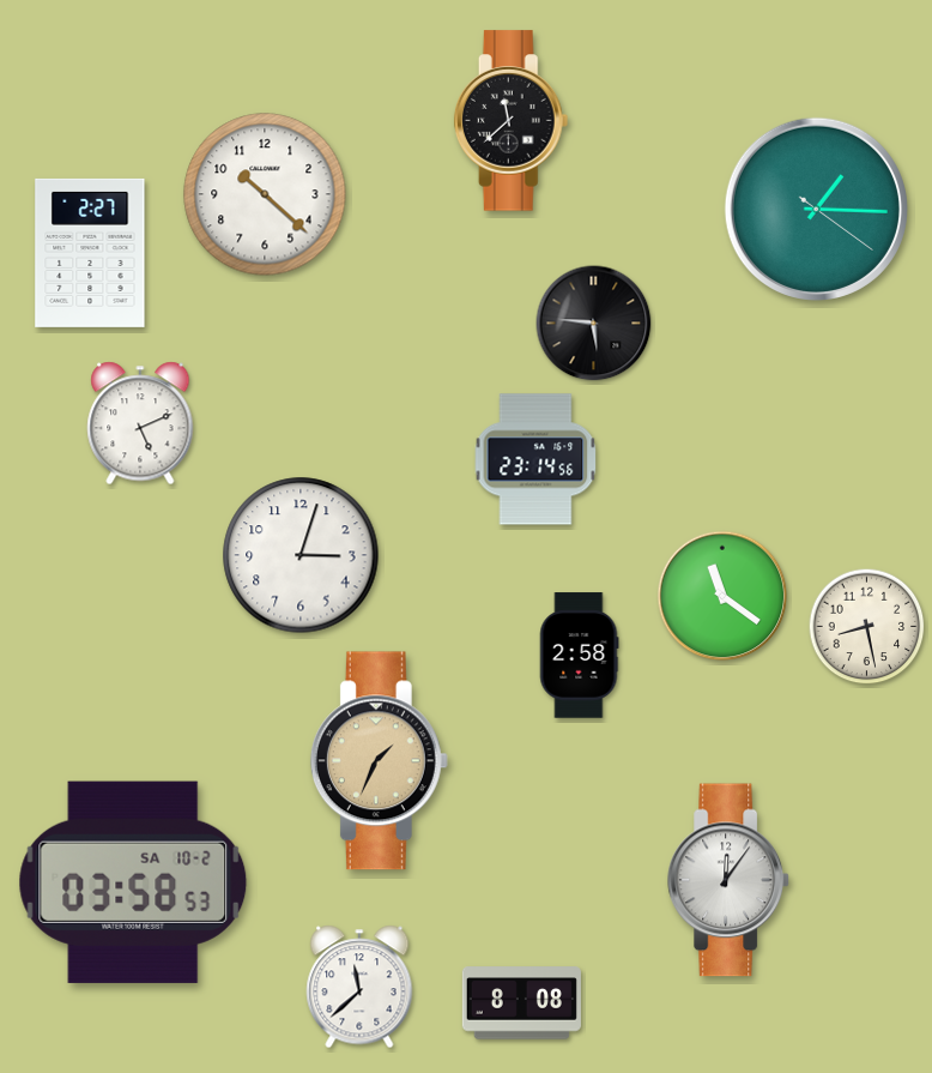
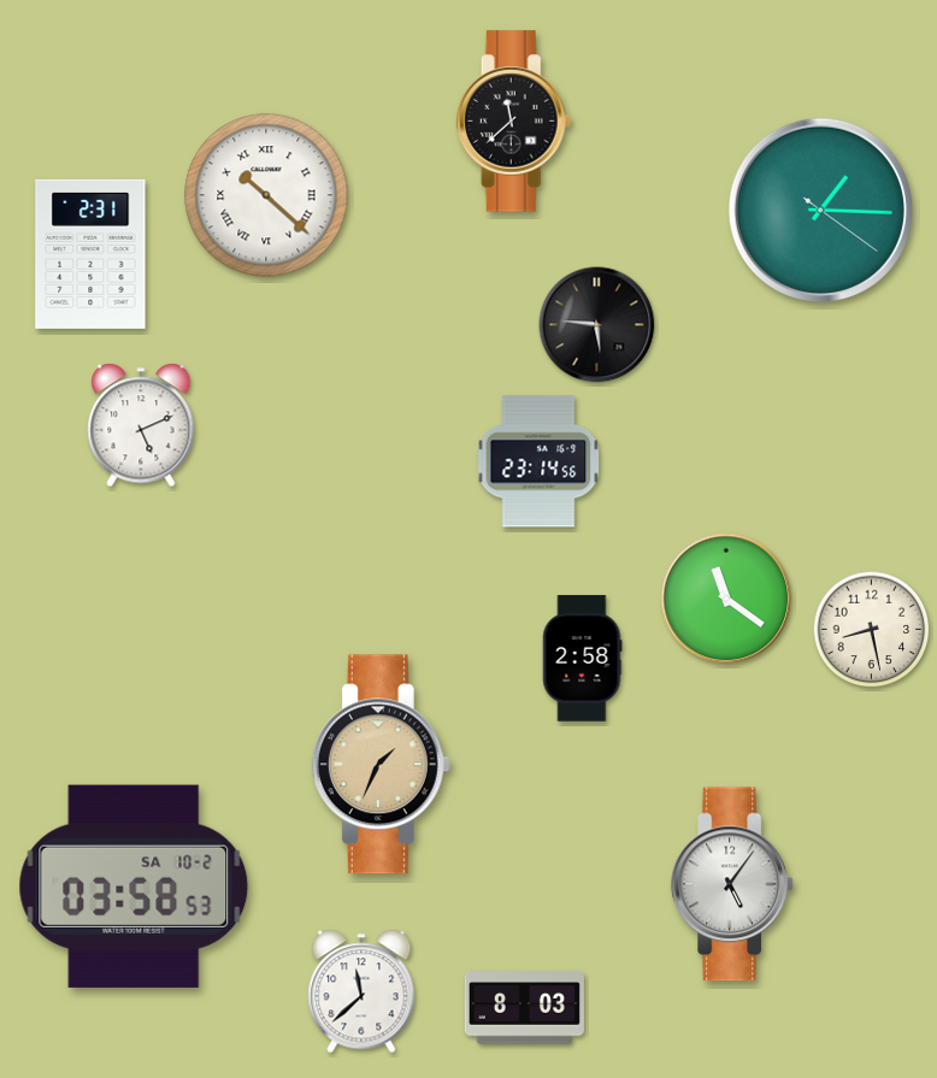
clock at (265, 194) numerals: Arabic -> Roman
clock at (90, 253): 2:27 -> 2:31
clock at (301, 555): 3:03 -> none
clock at (730, 880): 12:06 -> 5:06
clock at (521, 1003): 8:08 -> 8:03
